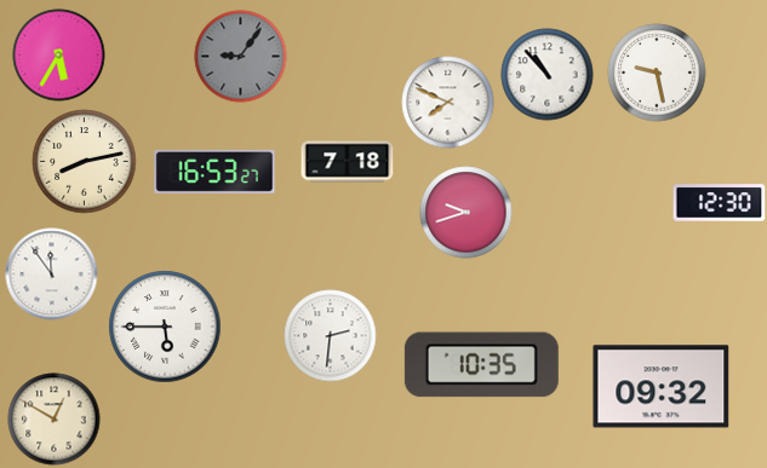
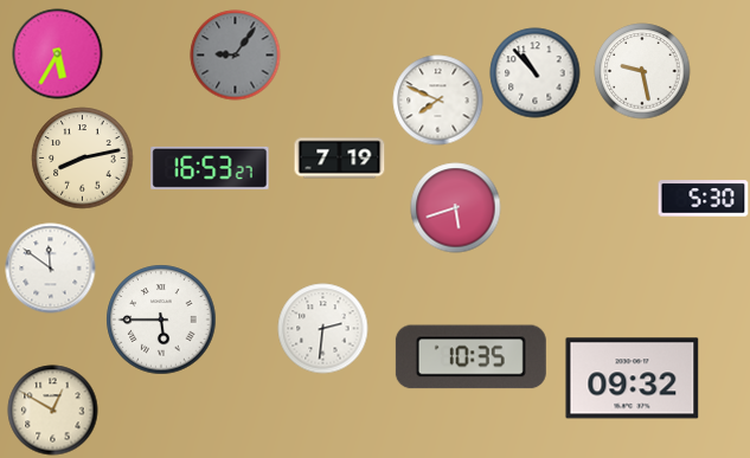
clock at (348, 162): 7:18 -> 7:19
clock at (720, 203): 12:30 -> 5:30
clock at (467, 213): 9:42 -> 5:42
clock at (52, 275): 11:54 -> 11:51
clock at (662, 387) position: (662, 387) -> (633, 379)
